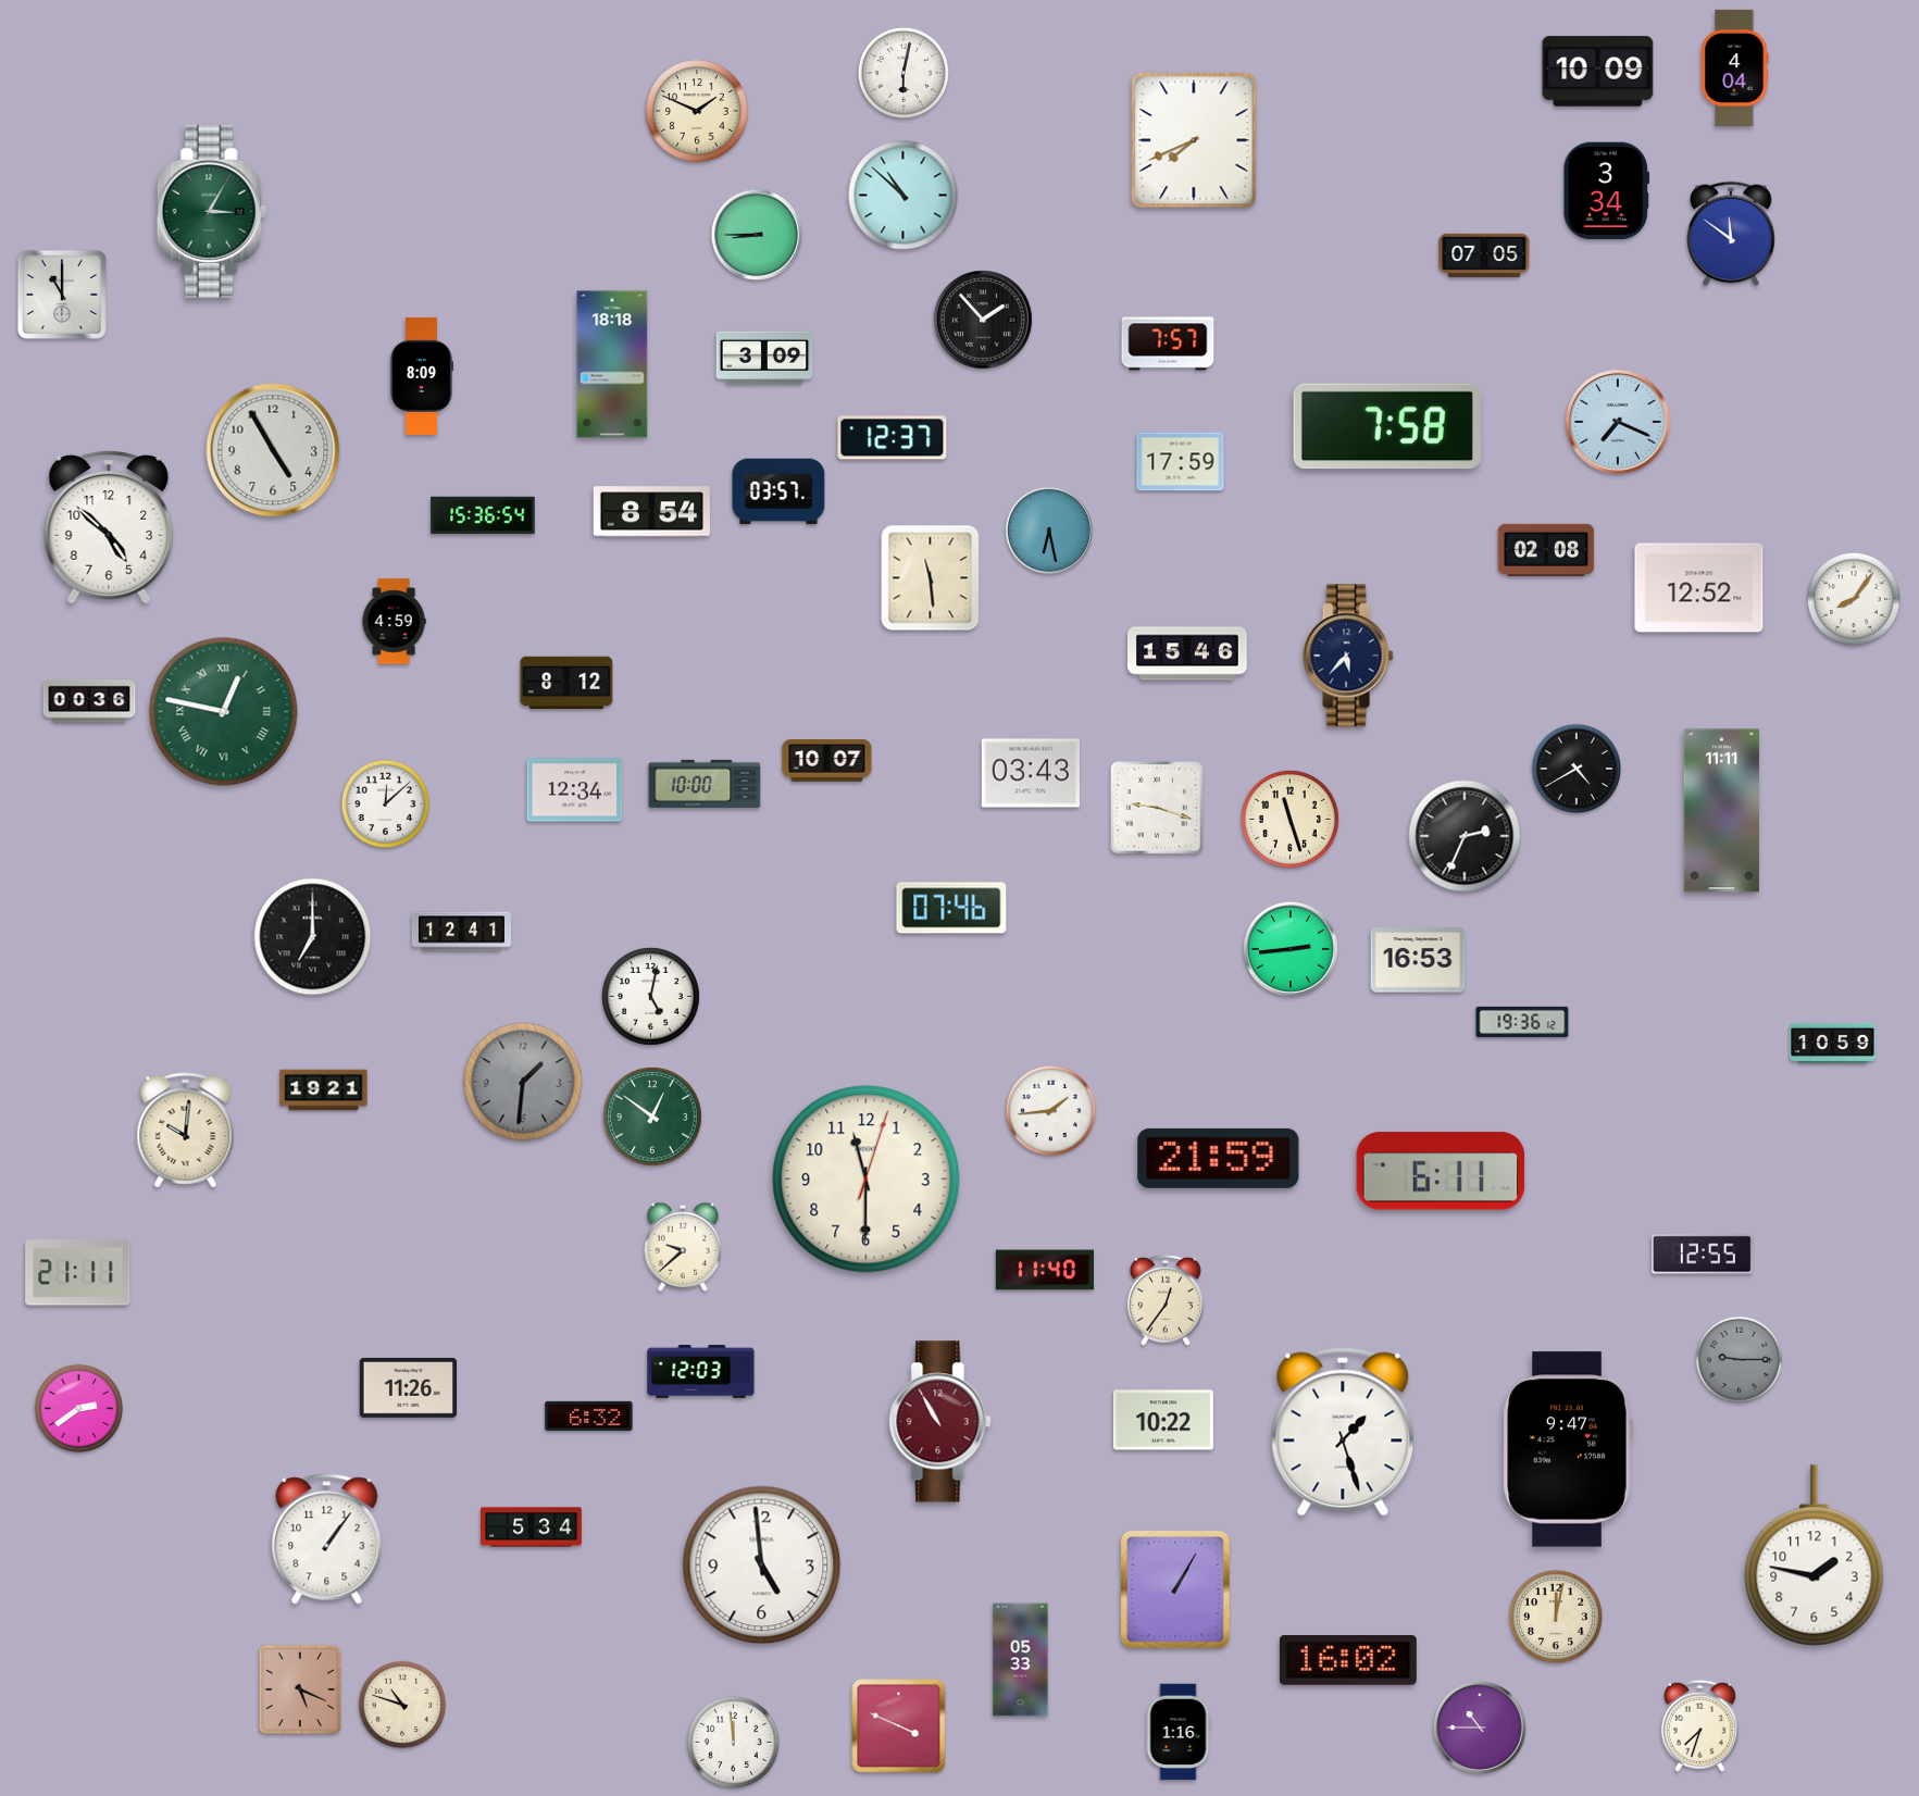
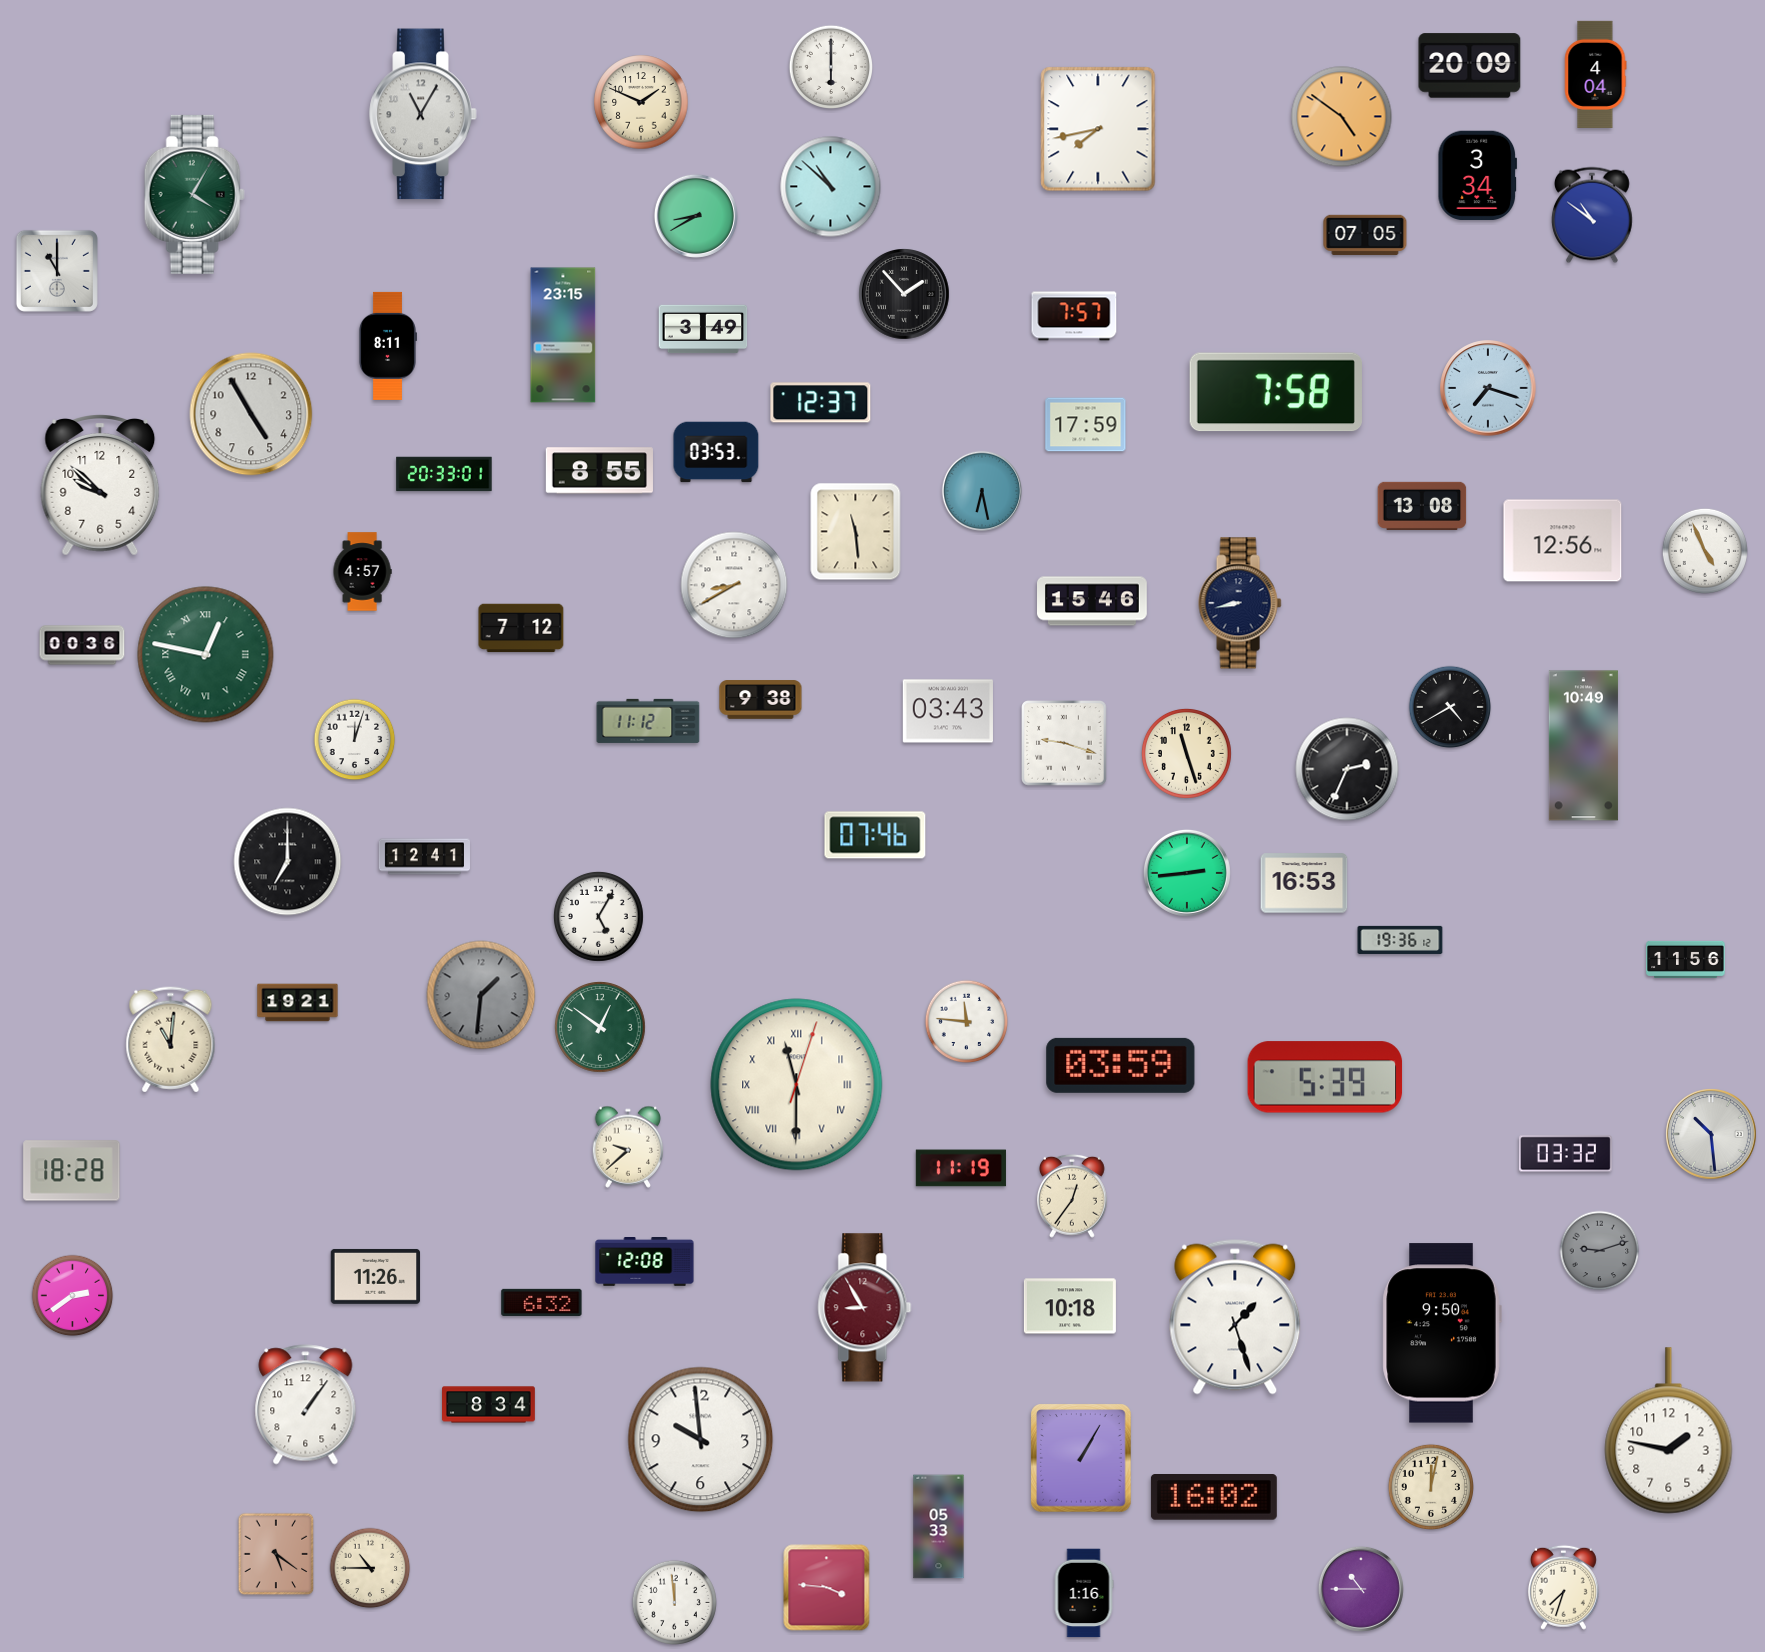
clock at (1735, 67) position: (1735, 67) -> (1596, 74)
clock at (902, 72): 6:02 -> 6:00
clock at (1598, 72): 10:09 -> 20:09
clock at (423, 114): none -> 11:05
clock at (1342, 117): none -> 4:51
clock at (1194, 140): 7:41 -> 7:43
clock at (904, 196) position: (904, 196) -> (831, 187)
clock at (211, 211): 3:05 -> 4:05
clock at (1732, 234): 11:51 -> 10:51
clock at (757, 235): 8:45 -> 8:40
clock at (764, 358): 3:09 -> 3:49
clock at (612, 364): 18:18 -> 23:15
clock at (421, 376): 8:09 -> 8:11
clock at (1618, 422): 7:19 -> 7:18
clock at (778, 491): 03:57 -> 03:53
clock at (651, 512): 8:54 -> 8:55
clock at (483, 515): 15:36 -> 20:33
clock at (109, 527): 4:52 -> 9:52
clock at (1048, 529) position: (1048, 529) -> (981, 490)
clock at (1546, 550): 02:08 -> 13:08
clock at (1699, 588): 12:52 -> 12:56
clock at (1854, 599): 8:06 -> 4:56
clock at (394, 622): 4:59 -> 4:57
clock at (734, 585): none -> 8:40
clock at (1348, 656): 5:37 -> 8:43
clock at (566, 683): 8:12 -> 7:12
clock at (827, 761): 10:07 -> 9:38
clock at (705, 784): 10:00 -> 11:12
clock at (575, 790): 12:34 -> none
clock at (386, 805): 12:08 -> 12:03
clock at (1721, 811): 11:11 -> 10:49
clock at (651, 997): 5:02 -> 5:05
clock at (1833, 1043): 10:59 -> 11:56
clock at (1051, 1111): 1:44 -> 11:46
clock at (186, 1131): 10:01 -> 11:01
clock at (1219, 1158): 21:59 -> 03:59
clock at (1441, 1171): 6:11 -> 5:39
clock at (867, 1180) numerals: Arabic -> Roman
clock at (1712, 1135): none -> 10:29
clock at (1702, 1255): 12:55 -> 03:32
clock at (1045, 1270): 11:40 -> 11:19
clock at (78, 1273): 21:11 -> 18:28
clock at (1740, 1360): 9:15 -> 9:12
clock at (701, 1372): 12:03 -> 12:08
clock at (1163, 1420): 10:22 -> 10:18
clock at (940, 1422): 10:55 -> 8:55
clock at (1568, 1449): 9:47 -> 9:50
clock at (532, 1527): 5:34 -> 8:34
clock at (327, 1539) position: (327, 1539) -> (306, 1405)
clock at (762, 1566): 4:59 -> 9:59
clock at (1175, 1589) position: (1175, 1589) -> (1081, 1458)
clock at (1348, 1661) position: (1348, 1661) -> (1214, 1498)
clock at (300, 1689): 5:19 -> 5:21
clock at (402, 1705): 10:48 -> 10:45
clock at (899, 1726): 3:49 -> 3:46
